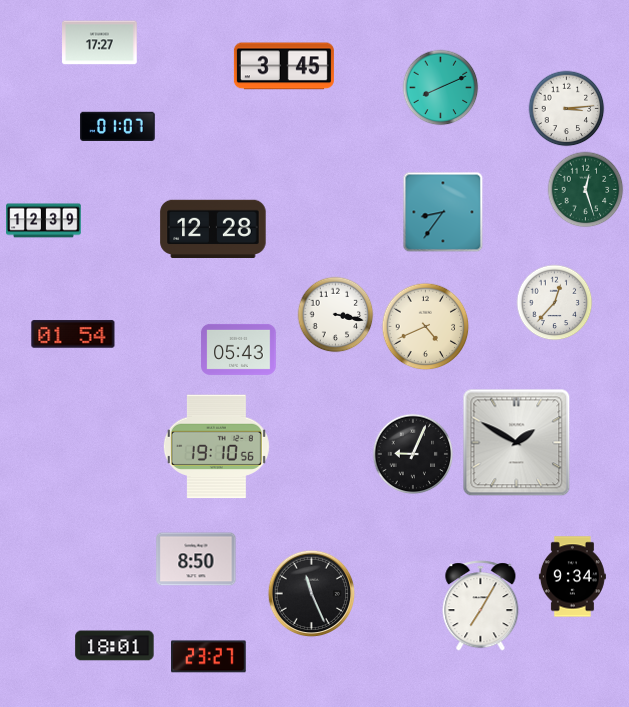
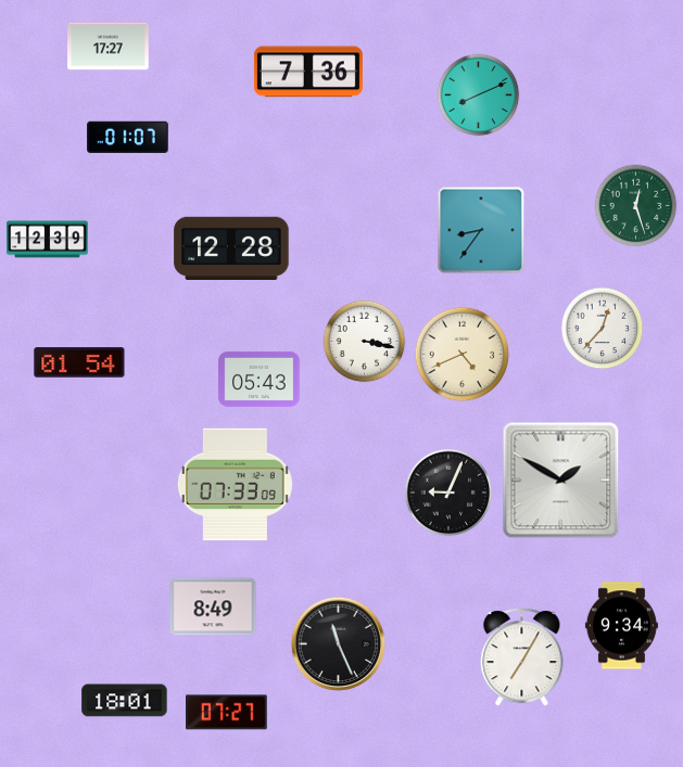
clock at (284, 66): 3:45 -> 7:36
clock at (567, 109): 3:14 -> none
clock at (216, 447): 19:10 -> 07:33
clock at (196, 559): 8:50 -> 8:49
clock at (209, 657): 23:27 -> 07:27
